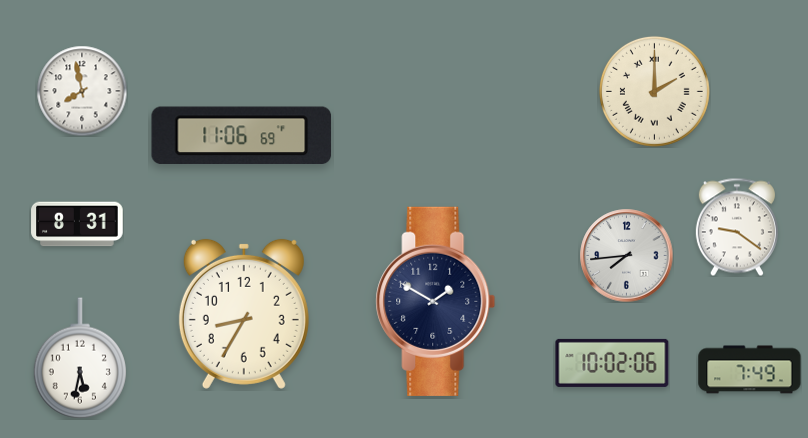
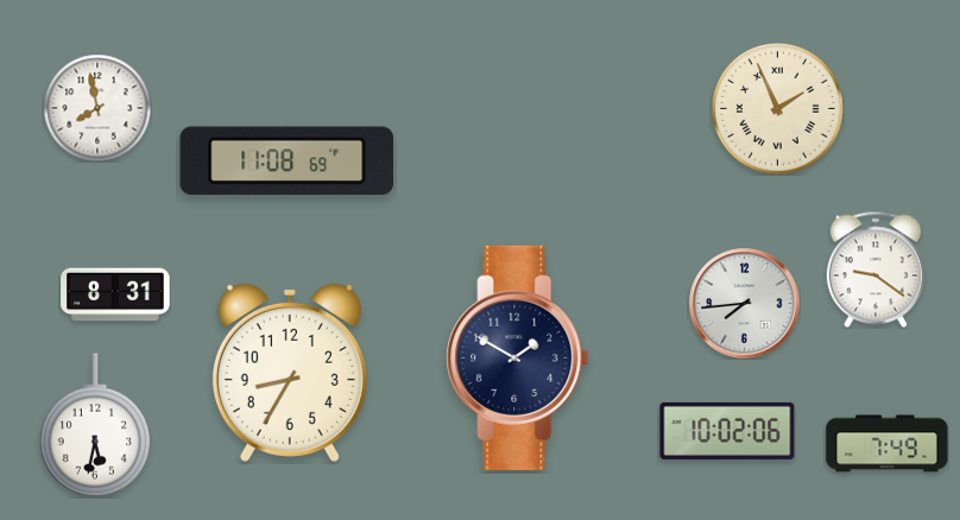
clock at (654, 91): 2:00 -> 1:56
clock at (242, 135): 11:06 -> 11:08
clock at (77, 224) position: (77, 224) -> (115, 294)
clock at (750, 370) position: (750, 370) -> (888, 444)
